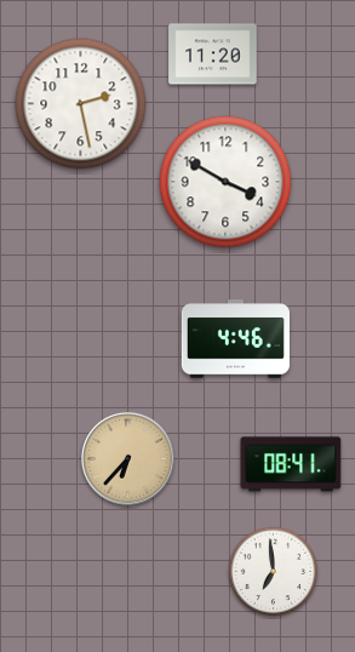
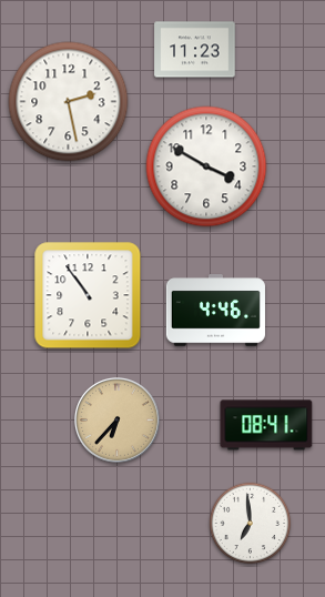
clock at (213, 55): 11:20 -> 11:23
clock at (81, 104) position: (81, 104) -> (69, 102)
clock at (88, 295): none -> 10:54
